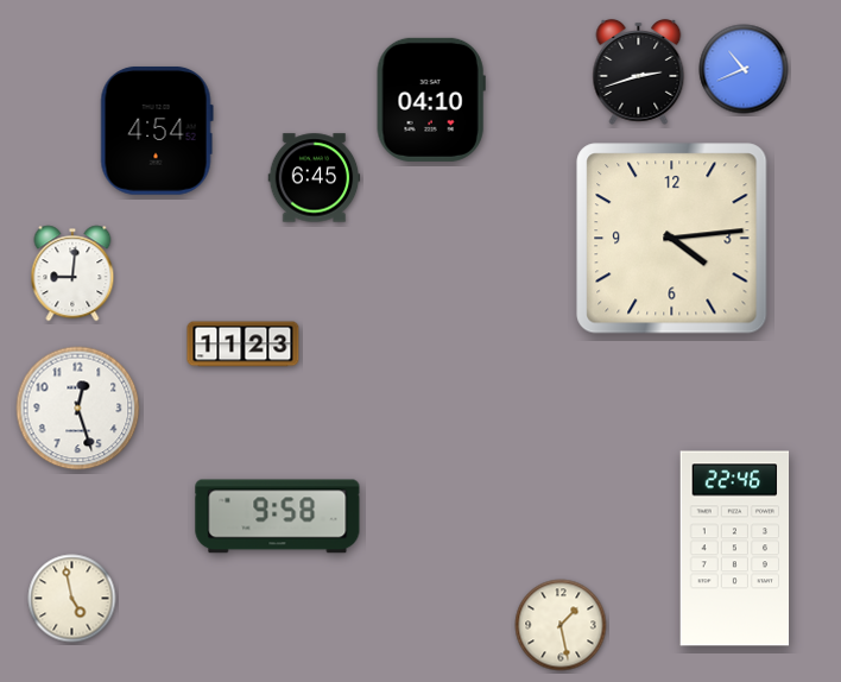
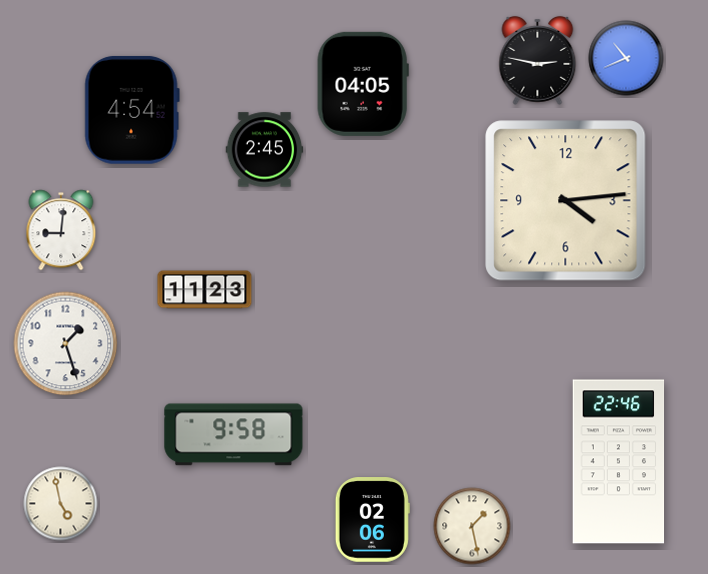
clock at (639, 71): 2:42 -> 2:47
clock at (431, 100): 04:10 -> 04:05
clock at (315, 178): 6:45 -> 2:45
clock at (78, 409): 12:27 -> 1:27
clock at (372, 520): none -> 02:06
